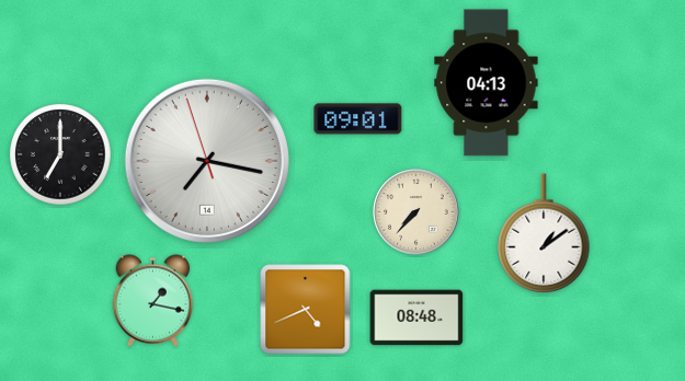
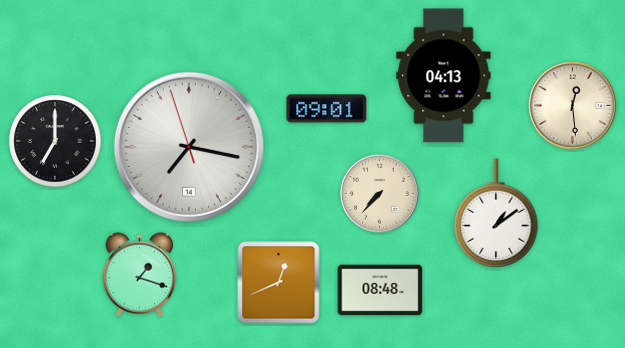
clock at (573, 106): none -> 12:29
clock at (153, 301): 1:17 -> 1:18
clock at (306, 310): 4:41 -> 12:41
